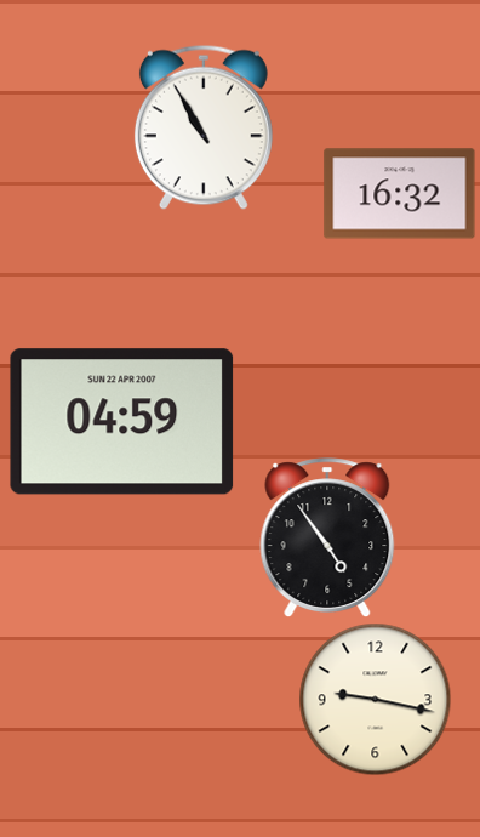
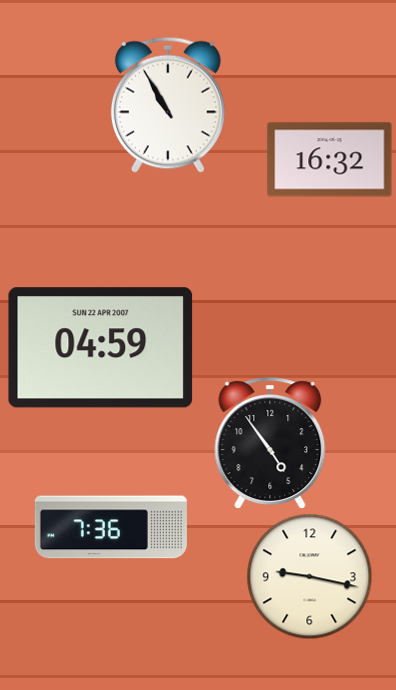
clock at (111, 527): none -> 7:36
